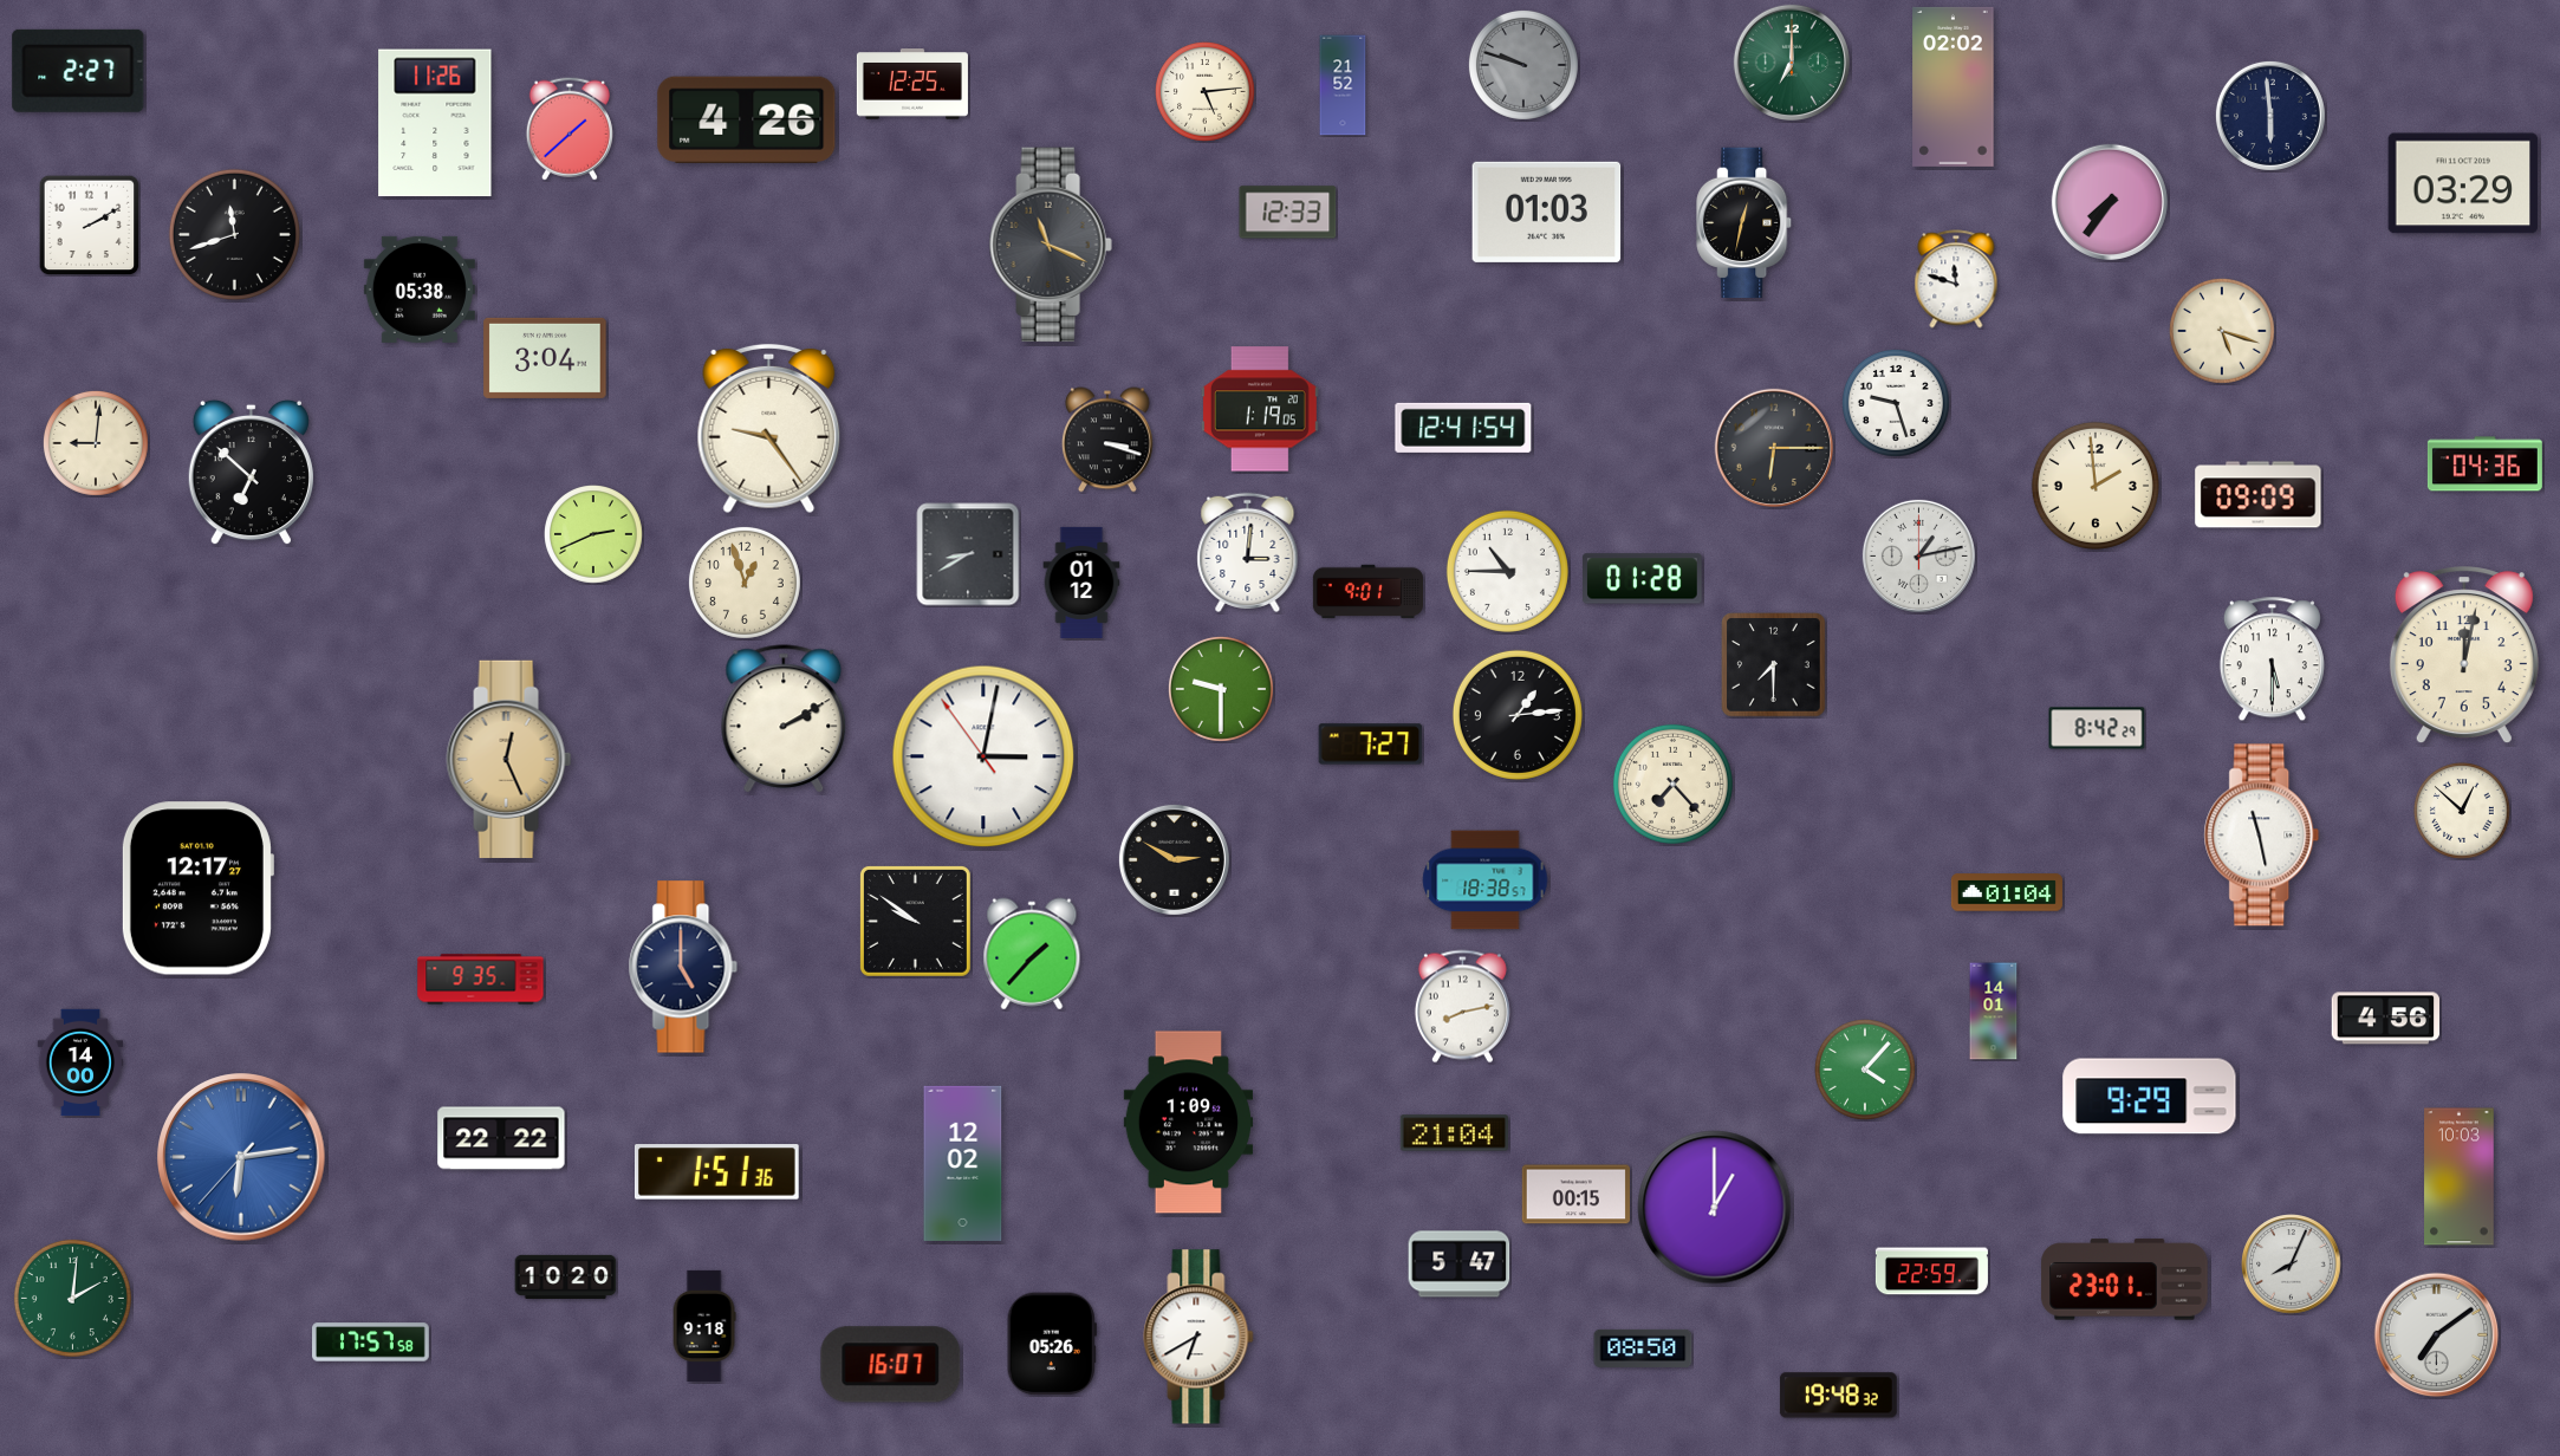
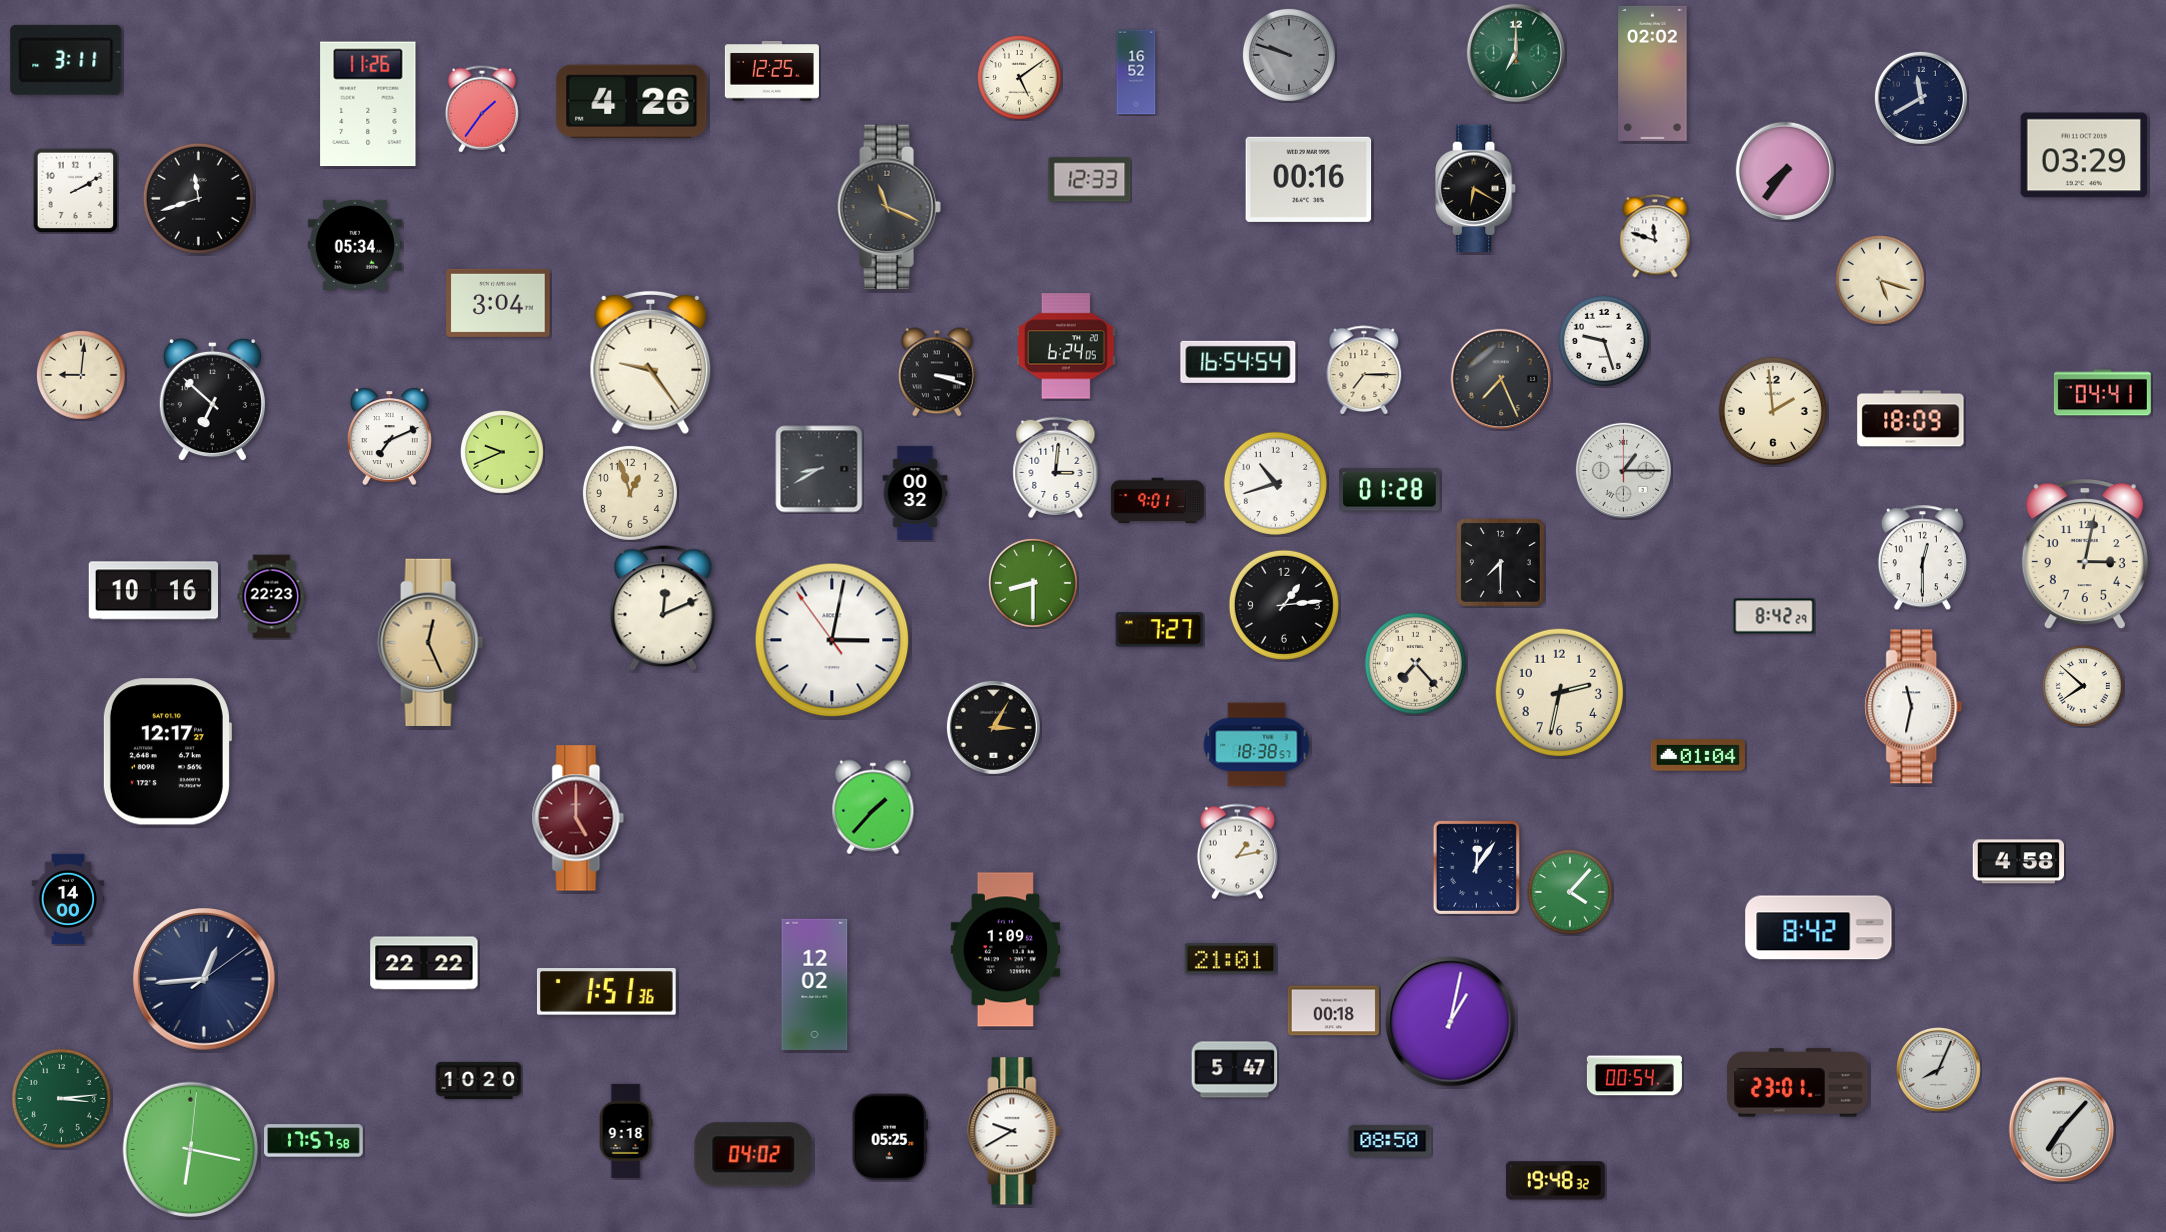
clock at (78, 71): 2:27 -> 3:11
clock at (1343, 85): 21:52 -> 16:52
clock at (1206, 92): 5:14 -> 5:09
clock at (2270, 116): 5:59 -> 11:40
clock at (570, 129): 1:38 -> 1:36
clock at (1547, 212): 01:03 -> 00:16
clock at (1744, 223): 12:32 -> 6:20
clock at (420, 290): 05:38 -> 05:34
clock at (545, 358) position: (545, 358) -> (498, 303)
clock at (1260, 409): 1:19 -> 6:24
clock at (1463, 428): 12:41 -> 16:54
clock at (1364, 370): none -> 7:15
clock at (1773, 447): 6:15 -> 7:26
clock at (2484, 464): 04:36 -> 04:41
clock at (2259, 495): 09:09 -> 18:09
clock at (389, 436): none -> 7:11
clock at (594, 535): 2:41 -> 9:41
clock at (1918, 555): 1:13 -> 1:15
clock at (1507, 571): 10:45 -> 10:42
clock at (1081, 583): 01:12 -> 00:32
clock at (2464, 656): 12:02 -> 3:02
clock at (2272, 659): 5:30 -> 12:30
clock at (1221, 689): 9:30 -> 8:30
clock at (153, 591): none -> 10:16
clock at (272, 597): none -> 22:23
clock at (784, 720): 2:10 -> 12:11
clock at (2463, 812): 12:52 -> 7:52
clock at (1559, 692): none -> 2:32
clock at (2262, 836): 11:28 -> 11:32
clock at (1174, 859): 2:50 -> 3:05
clock at (915, 921): 9:51 -> none
clock at (683, 967) dial: navy -> burgundy
clock at (481, 980): 9:35 -> none
clock at (1462, 1007): 8:13 -> 1:13
clock at (1994, 1012): 14:01 -> none
clock at (2385, 1019): 4:56 -> 4:58
clock at (1476, 867): none -> 12:06
clock at (1866, 1071) position: (1866, 1071) -> (1571, 893)
clock at (2150, 1097): 9:29 -> 8:42
clock at (1454, 1133): 21:04 -> 21:01
clock at (241, 1157): 6:13 -> 12:44
clock at (241, 1157) dial: blue -> navy
clock at (2460, 1177): 10:03 -> none
clock at (1575, 1195): 00:15 -> 00:18
clock at (1715, 1208): 1:00 -> 1:02
clock at (1931, 1272): 22:59 -> 00:54
clock at (72, 1298): 2:01 -> 3:14
clock at (704, 1326) position: (704, 1326) -> (626, 1131)
clock at (2437, 1335): 7:09 -> 7:07
clock at (1198, 1337): 6:40 -> 9:40
clock at (371, 1343) position: (371, 1343) -> (314, 1141)
clock at (1052, 1344): 05:26 -> 05:25
clock at (191, 1150): none -> 6:17
clock at (891, 1365): 16:07 -> 04:02
